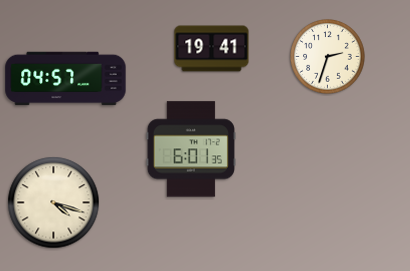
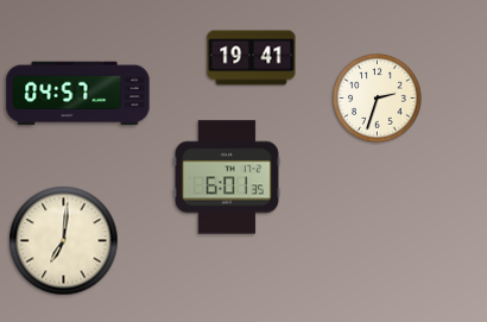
clock at (328, 57) position: (328, 57) -> (378, 99)
clock at (54, 203): 4:18 -> 7:01
